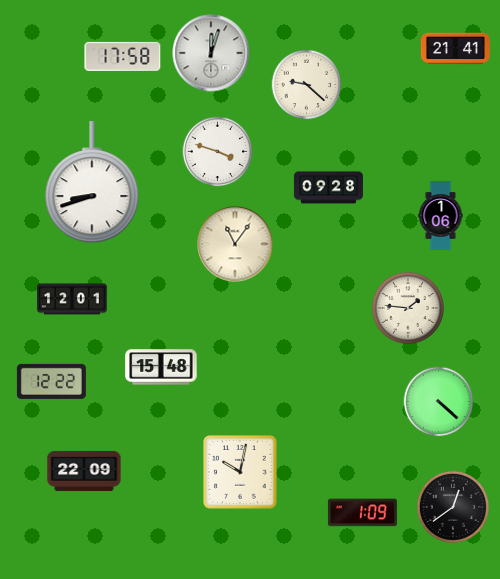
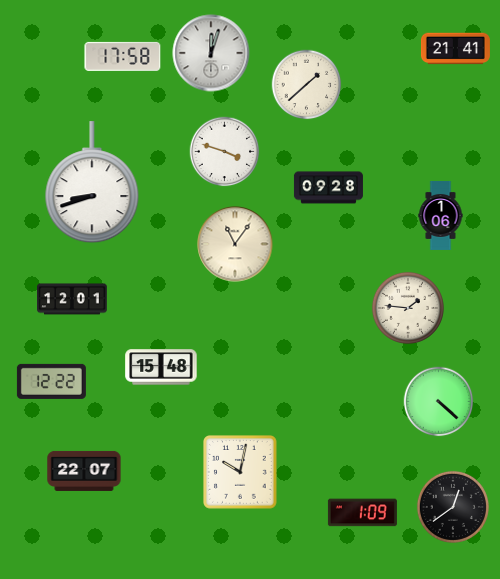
clock at (307, 85): 9:22 -> 1:38
clock at (218, 152) position: (218, 152) -> (225, 152)
clock at (84, 471): 22:09 -> 22:07
